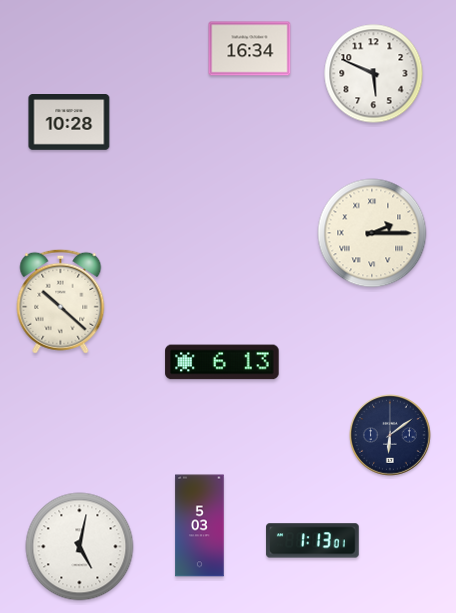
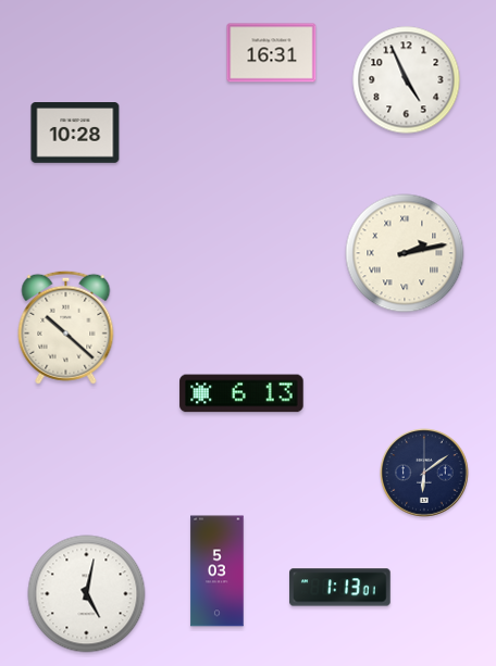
clock at (250, 49): 16:34 -> 16:31
clock at (374, 74): 5:49 -> 4:56
clock at (372, 233): 2:15 -> 2:13
